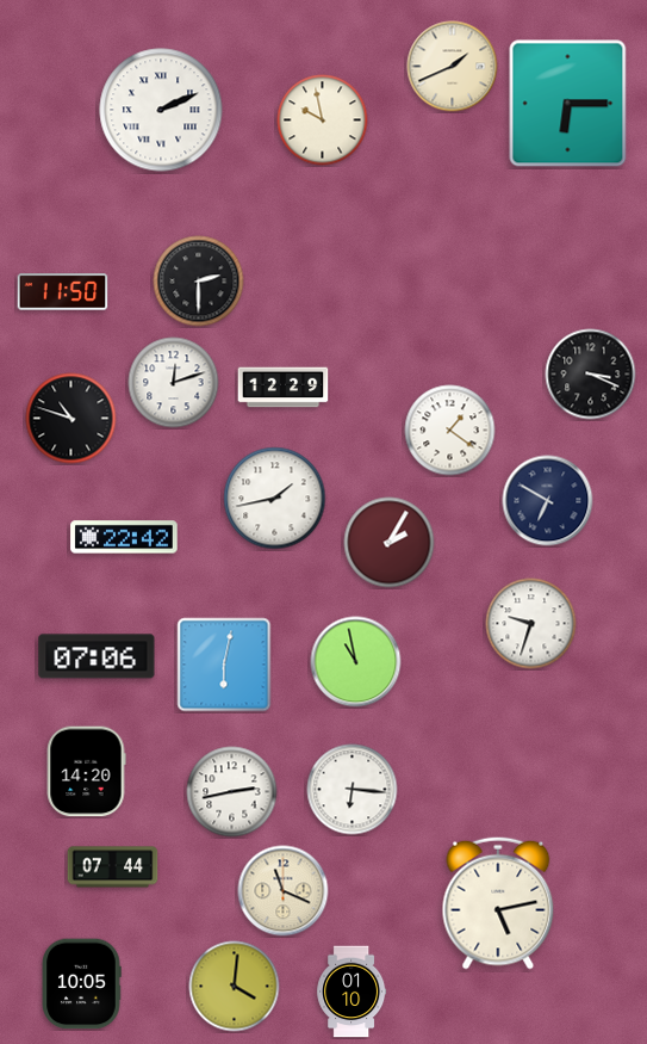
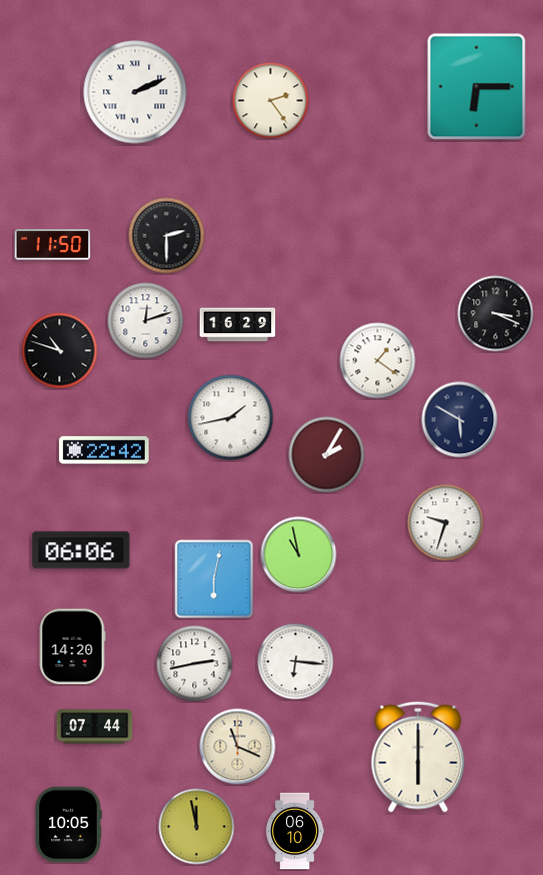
clock at (453, 67): 1:41 -> none
clock at (323, 121): 9:58 -> 2:24
clock at (284, 388): 12:29 -> 16:29
clock at (548, 501): 6:50 -> 5:50
clock at (97, 656): 07:06 -> 06:06
clock at (224, 665) position: (224, 665) -> (214, 579)
clock at (498, 903): 5:13 -> 6:00
clock at (235, 987): 4:01 -> 11:58
clock at (352, 992): 01:10 -> 06:10
